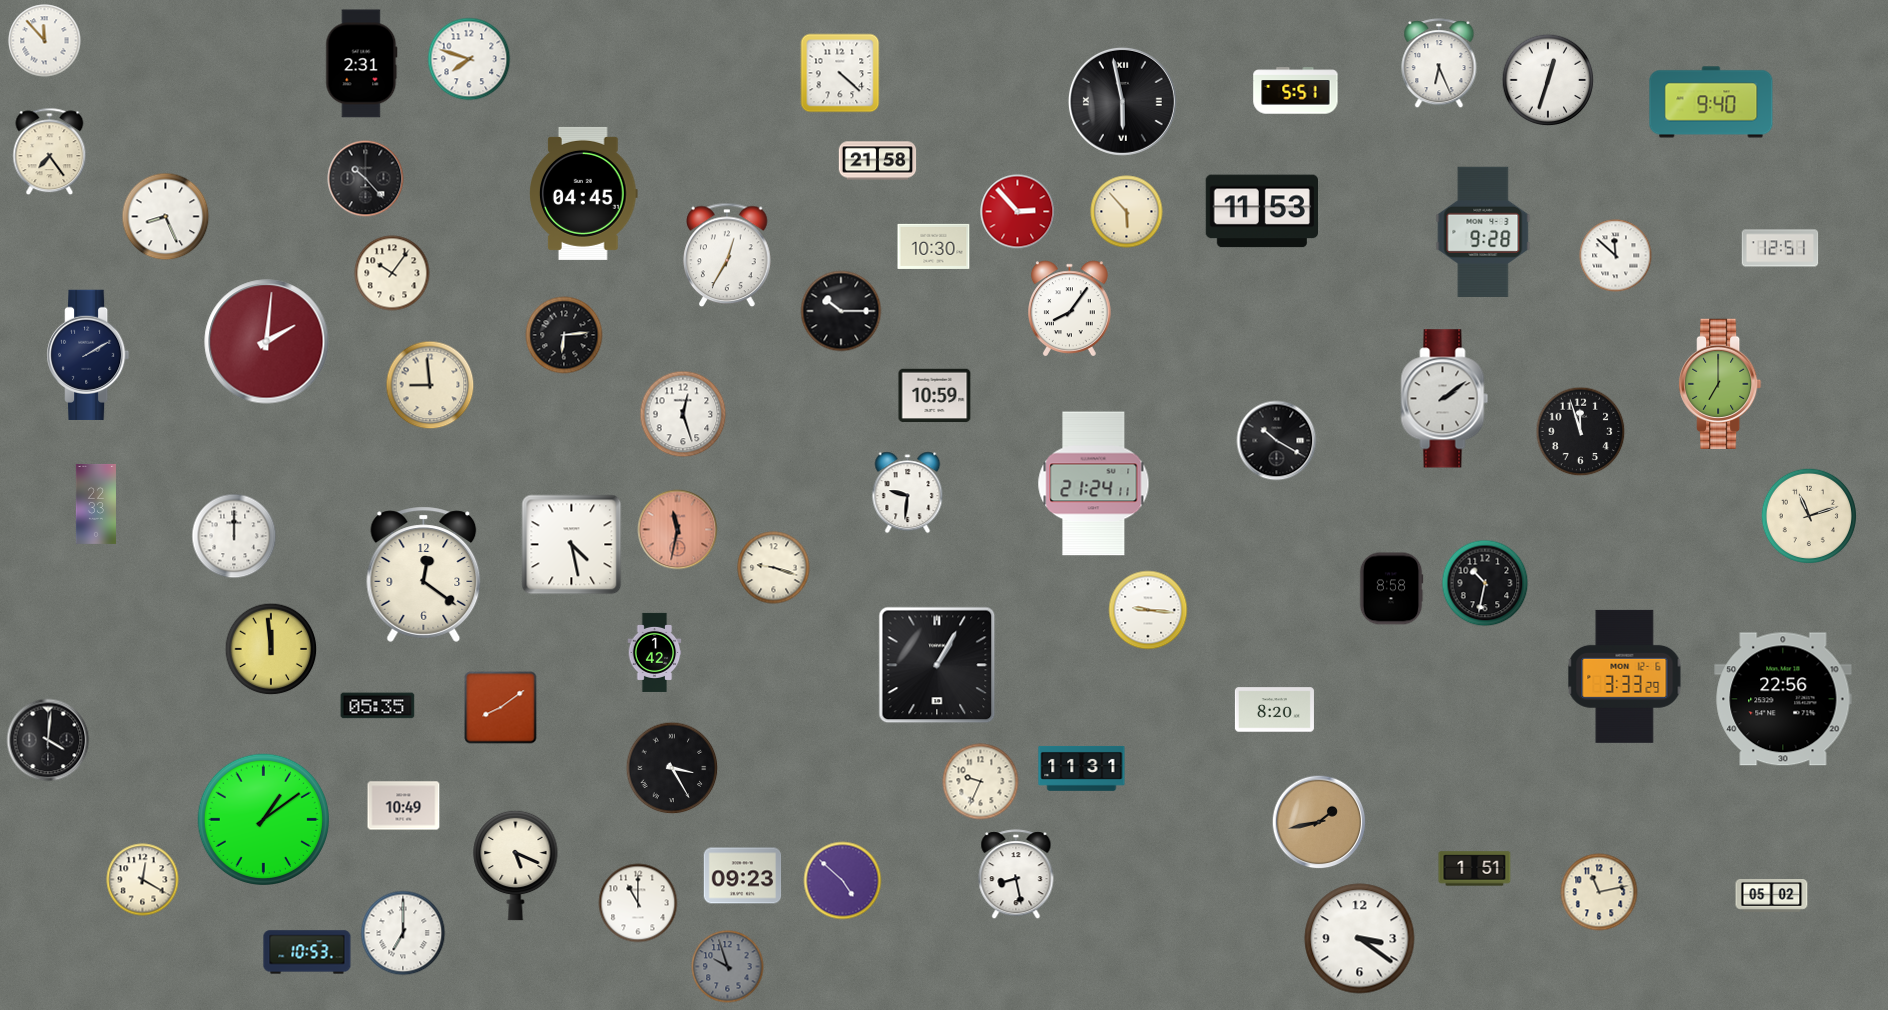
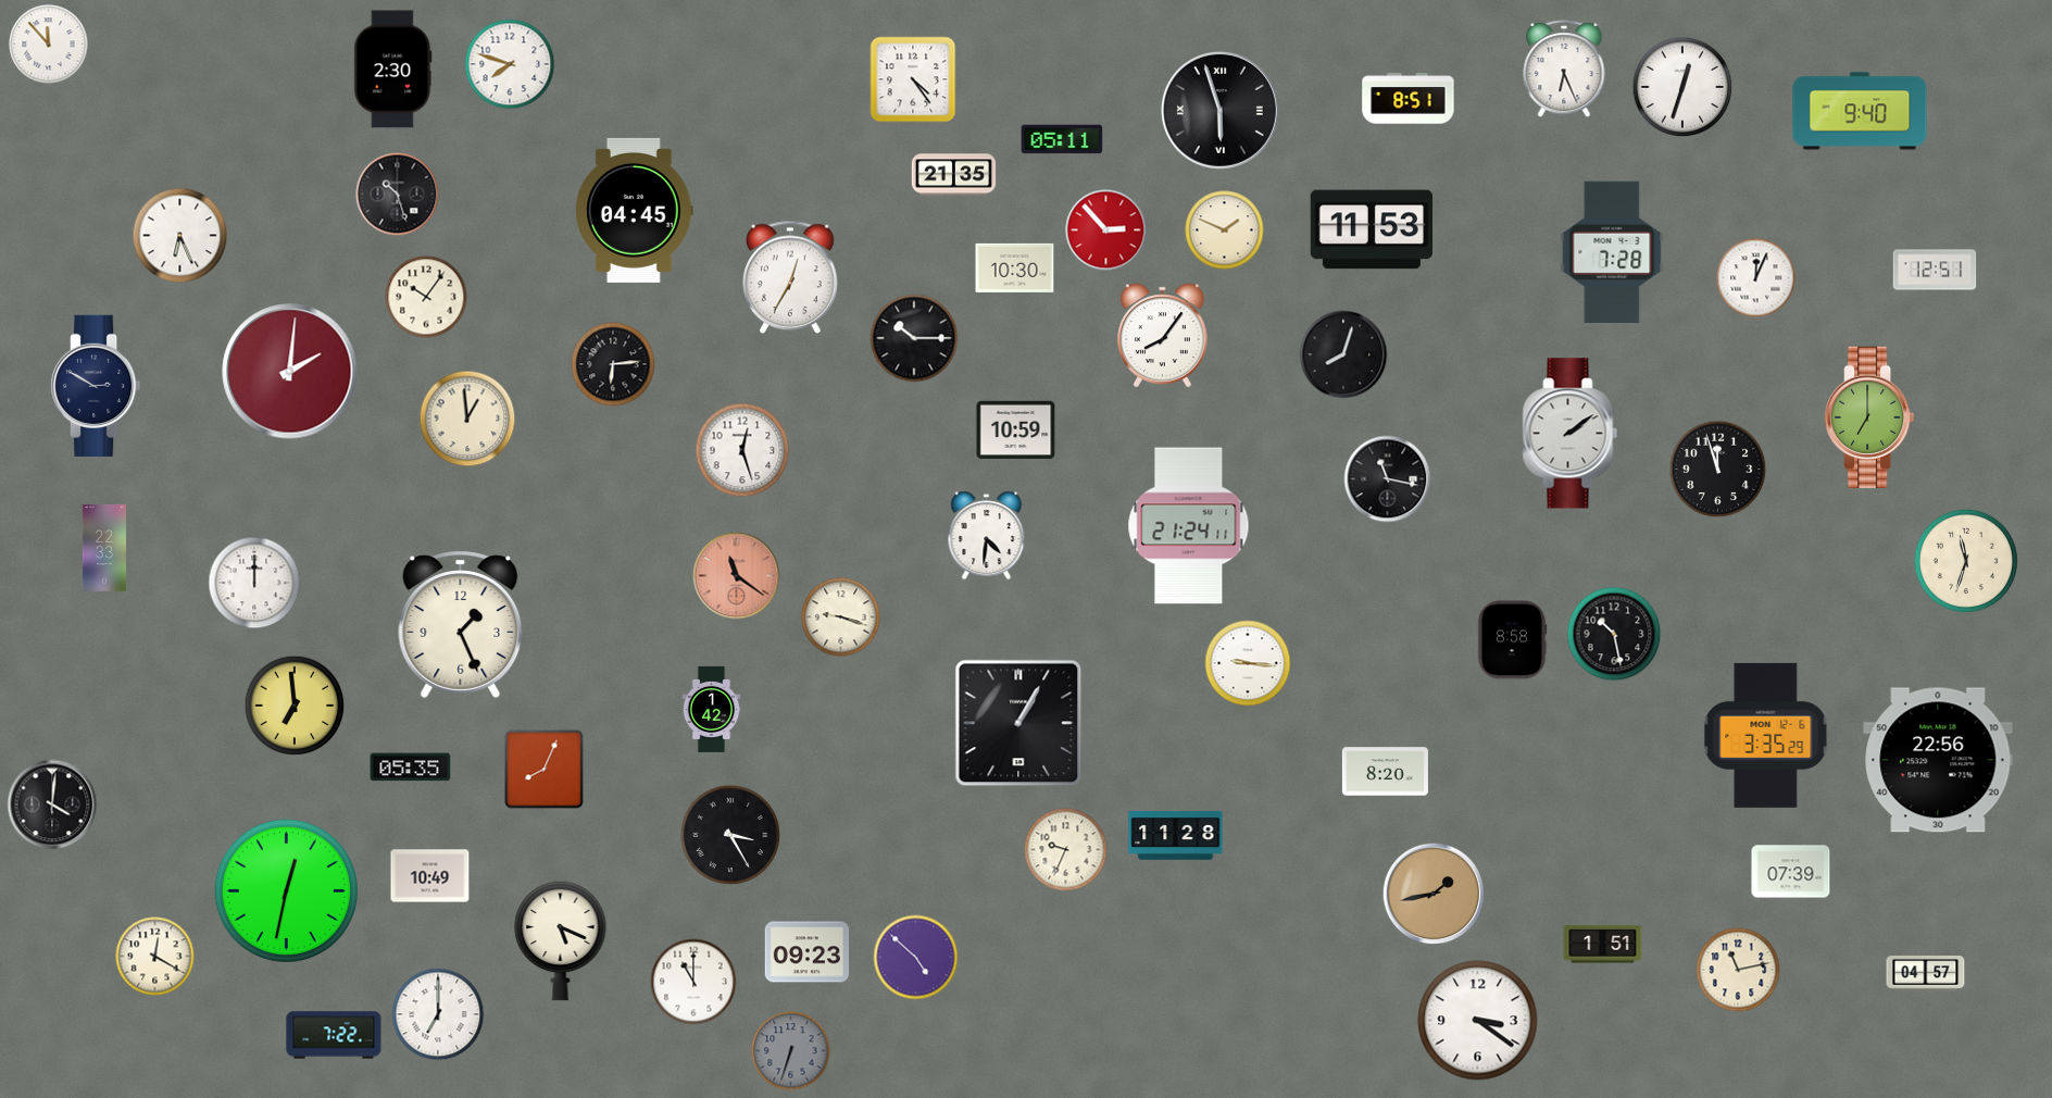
clock at (362, 64): 2:31 -> 2:30
clock at (840, 73): 4:22 -> 4:24
clock at (1296, 91): 5:51 -> 8:51
clock at (1122, 101): 5:58 -> 5:57
clock at (1062, 139): none -> 05:11
clock at (50, 152): 7:24 -> none
clock at (878, 161): 21:58 -> 21:35
clock at (366, 179): 10:23 -> 10:27
clock at (1127, 212): 5:53 -> 1:49
clock at (166, 217): 8:26 -> 6:26
clock at (1483, 232): 9:28 -> 7:28
clock at (1616, 256): 11:52 -> 12:04
clock at (1343, 354): none -> 8:03
clock at (88, 355): 2:10 -> 2:50
clock at (430, 385): 8:59 -> 12:59
clock at (1277, 441): 10:20 -> 11:17
clock at (908, 493): 9:31 -> 4:31
clock at (1809, 516): 11:12 -> 11:33
clock at (678, 530): 11:32 -> 11:21
clock at (572, 545): 4:28 -> none
clock at (424, 574): 12:21 -> 1:26
clock at (1485, 583): 10:32 -> 10:28
clock at (271, 649): 11:59 -> 6:59
clock at (1625, 676): 3:33 -> 3:35
clock at (501, 708): 8:09 -> 8:04
clock at (1082, 768): 11:31 -> 11:28
clock at (1791, 872): none -> 07:39
clock at (404, 806) position: (404, 806) -> (430, 876)
clock at (263, 819): 1:09 -> 12:32
clock at (1016, 875): 8:28 -> none
clock at (1772, 896): 05:02 -> 04:57
clock at (307, 952): 10:53 -> 7:22
clock at (728, 967): 9:57 -> 6:33
